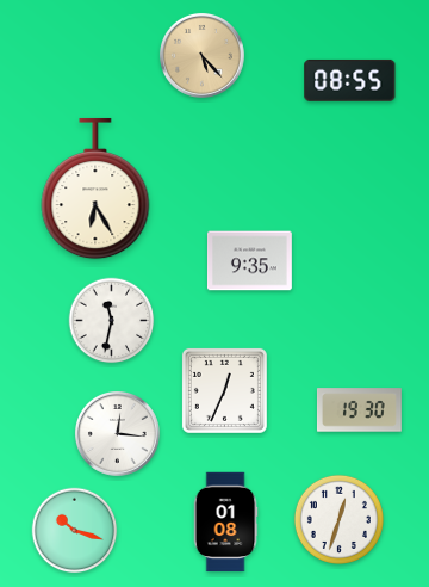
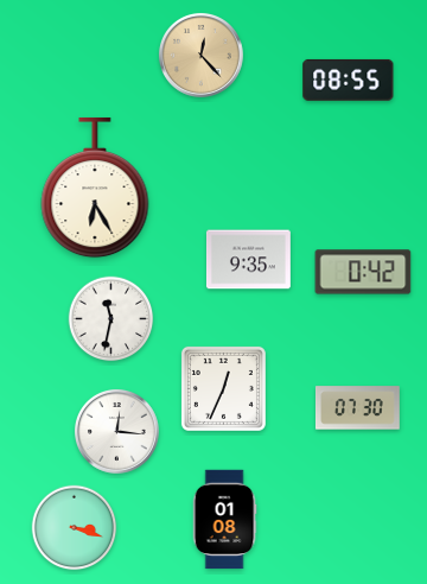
clock at (201, 55): 5:23 -> 12:23
clock at (363, 272): none -> 0:42
clock at (359, 410): 19:30 -> 07:30
clock at (338, 519): 12:33 -> none
clock at (75, 531): 10:18 -> 3:18
